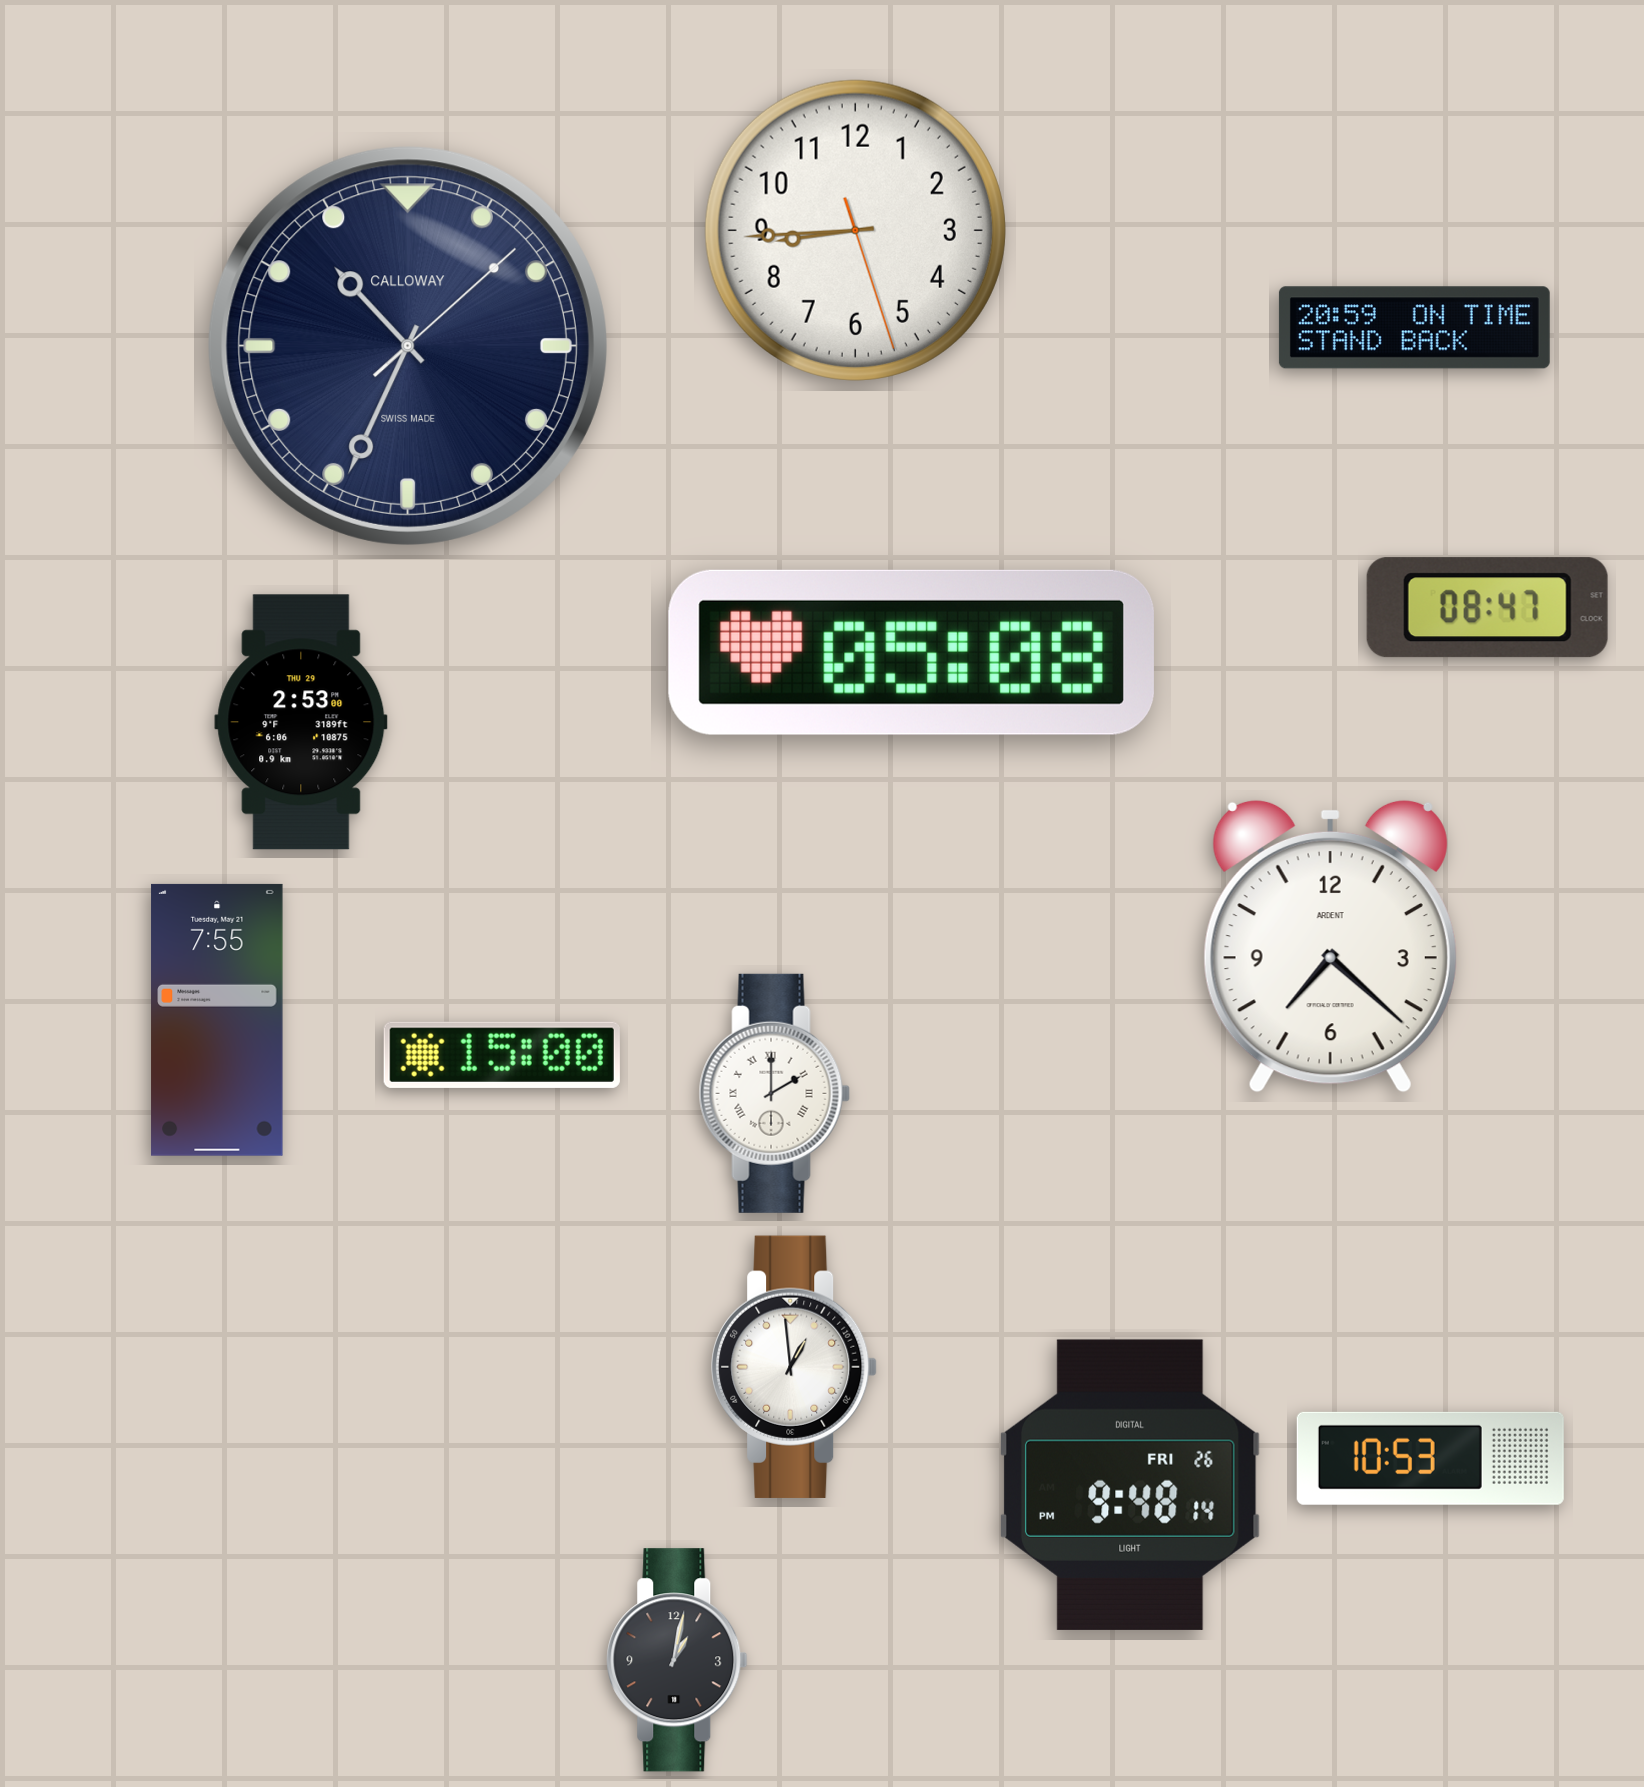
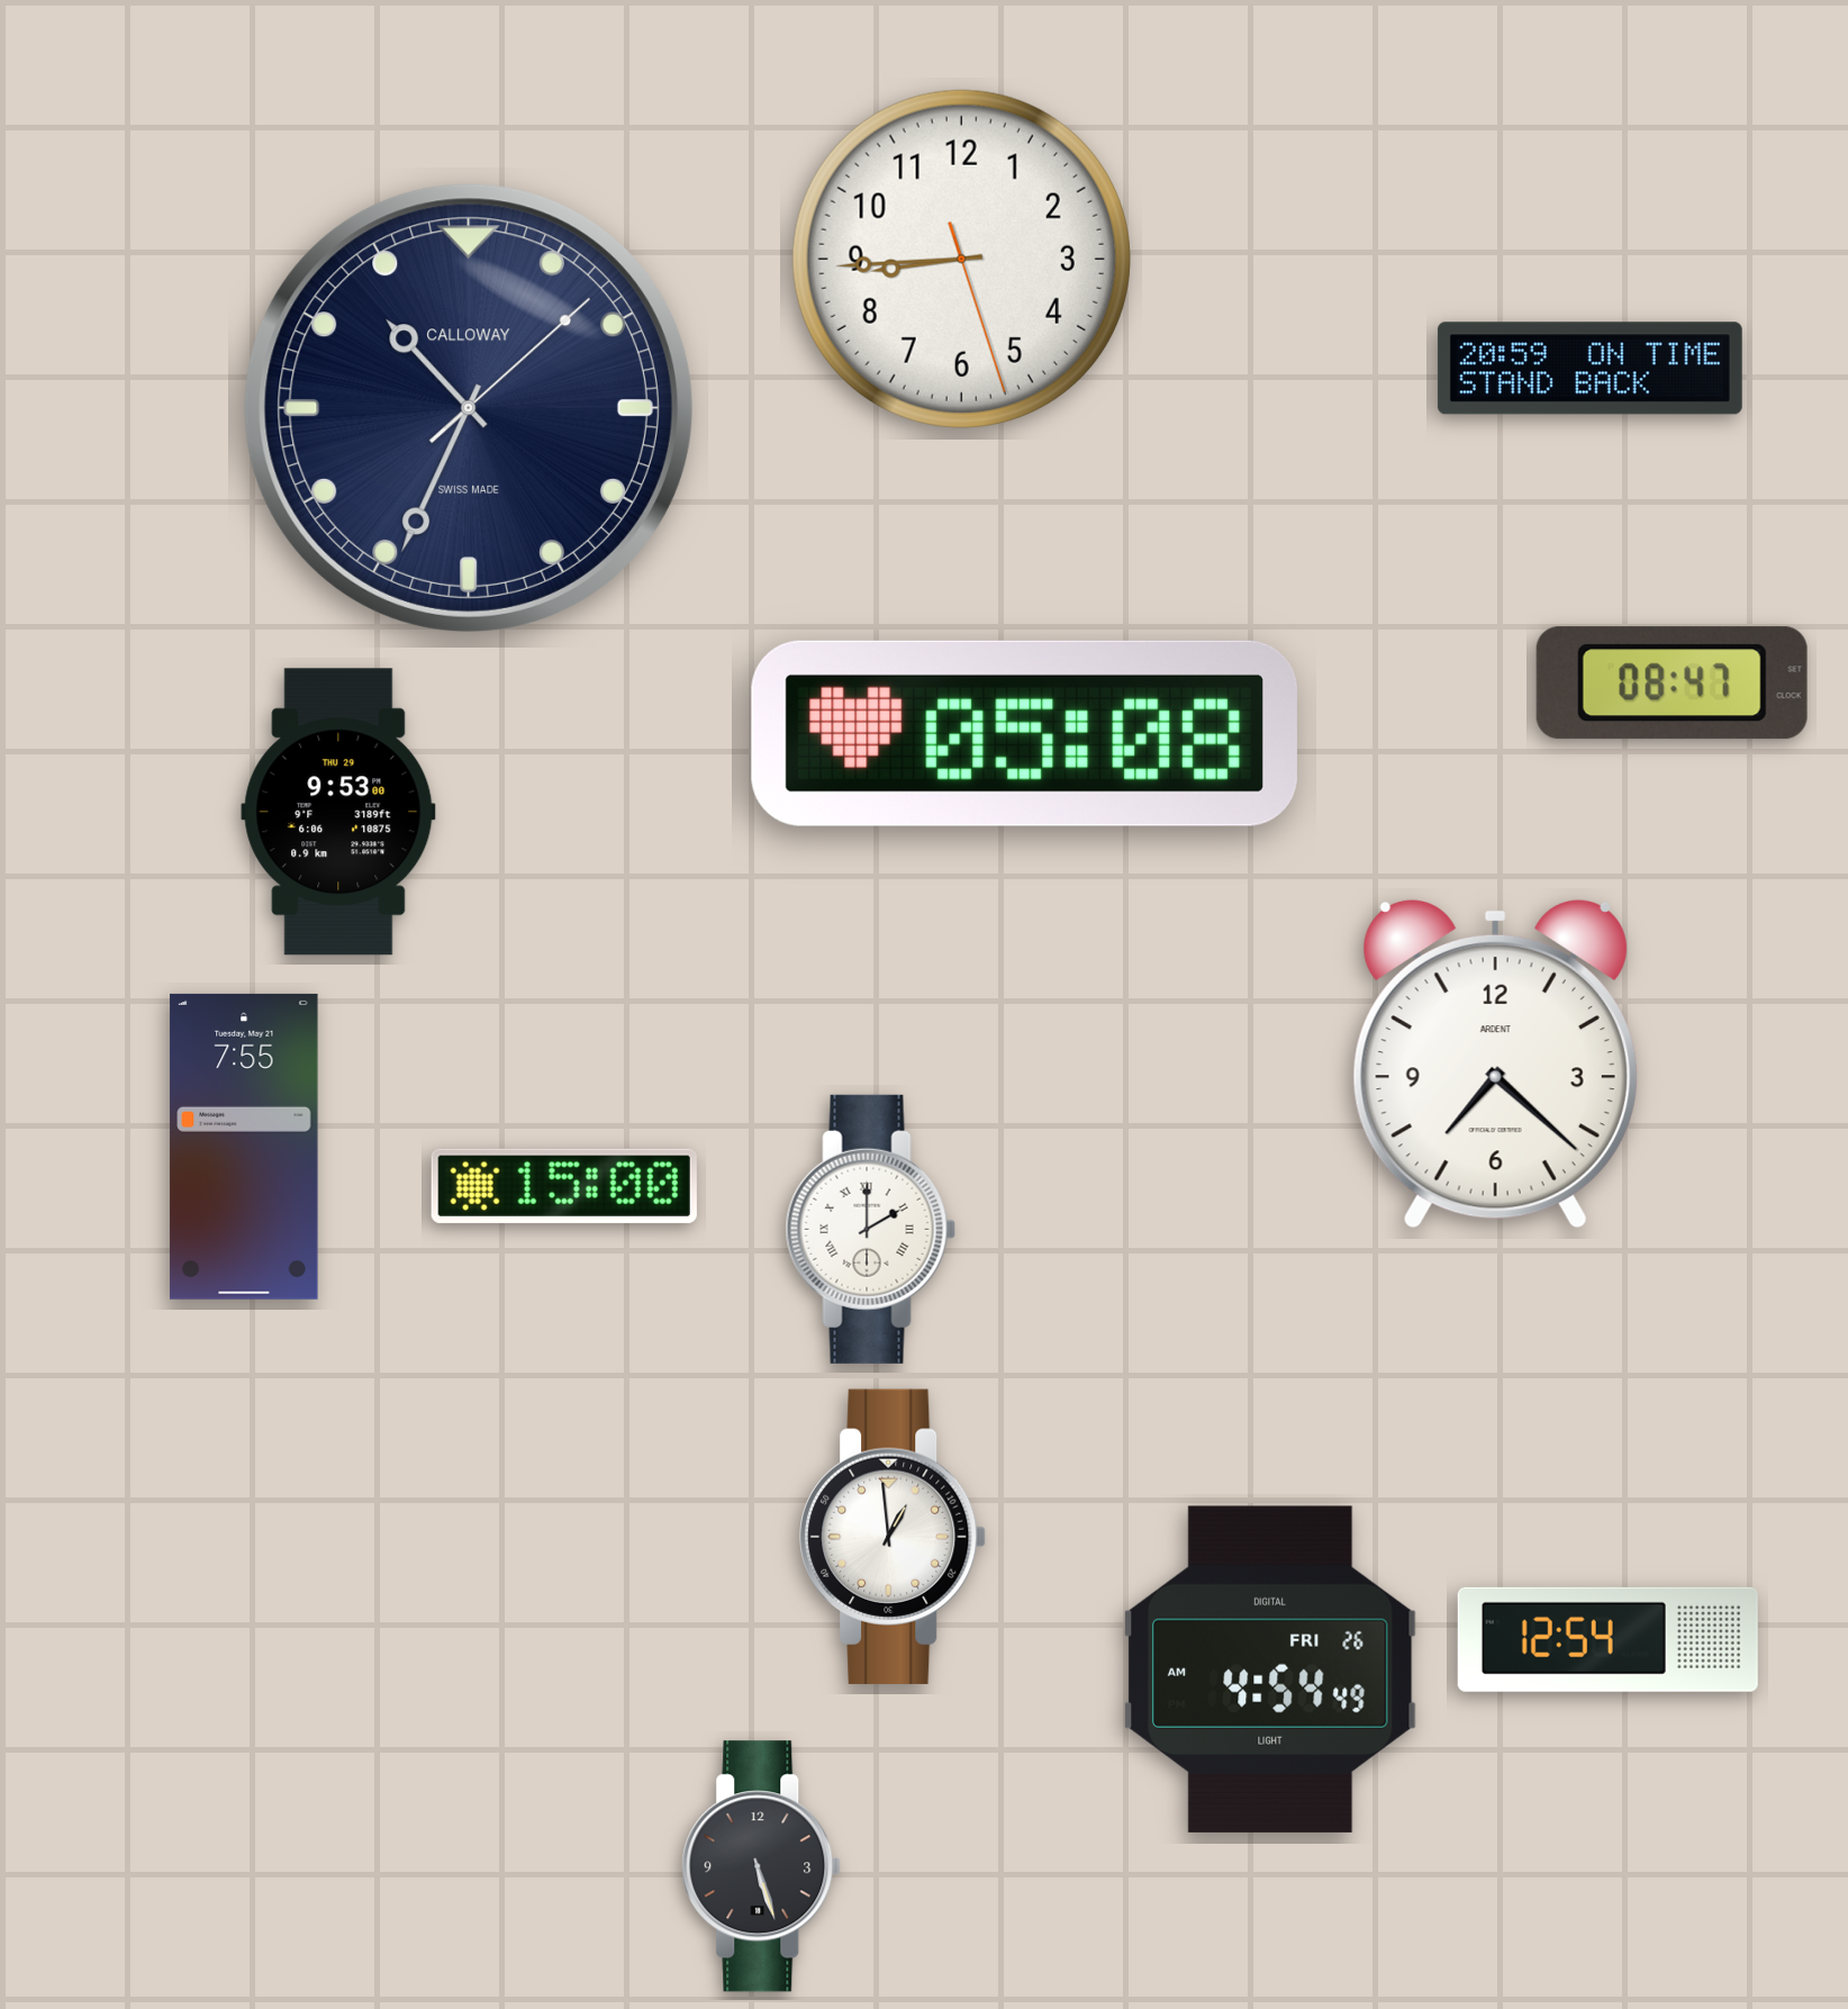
clock at (408, 346) position: (408, 346) -> (469, 408)
clock at (301, 722): 2:53 -> 9:53
clock at (1430, 1458): 10:53 -> 12:54
clock at (1130, 1485): 9:48 -> 4:54
clock at (677, 1660): 1:02 -> 5:27
